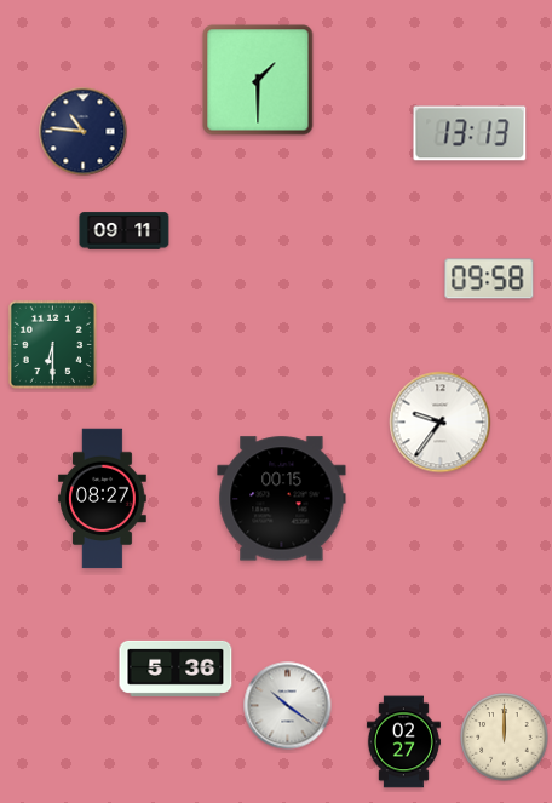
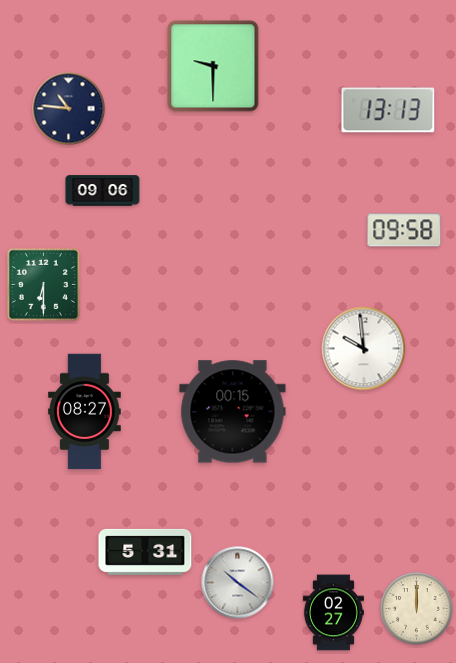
clock at (258, 80): 1:30 -> 9:30
clock at (125, 231): 09:11 -> 09:06
clock at (441, 423): 9:36 -> 9:59
clock at (176, 669): 5:36 -> 5:31
